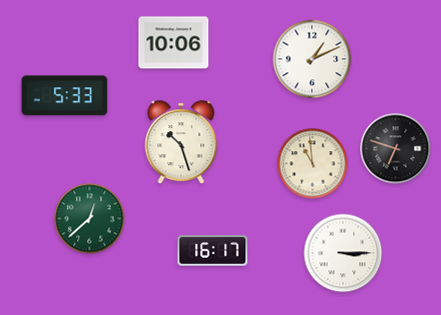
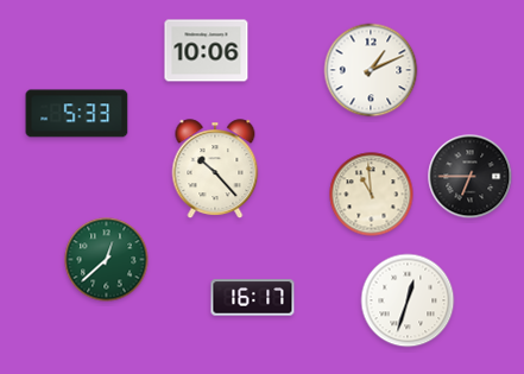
clock at (181, 142): 10:27 -> 10:23
clock at (396, 149): 6:48 -> 6:45
clock at (343, 253): 3:15 -> 12:33
